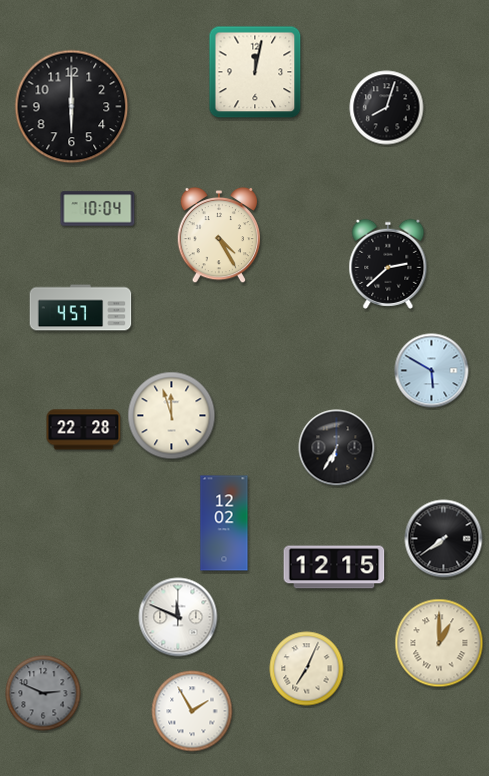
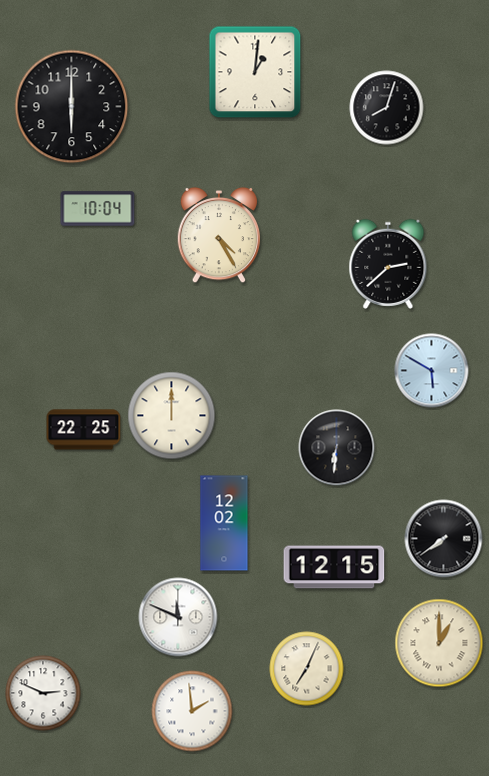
clock at (255, 72): 12:02 -> 1:01
clock at (81, 308): 4:57 -> none
clock at (172, 416): 11:57 -> 12:00
clock at (84, 430): 22:28 -> 22:25
clock at (337, 448): 6:35 -> 6:31
clock at (43, 693) dial: grey -> white
clock at (192, 711): 1:55 -> 1:59
